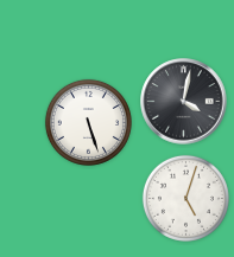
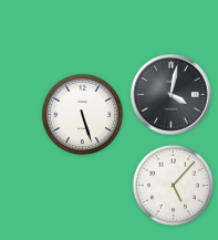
clock at (185, 198): 5:03 -> 5:07
